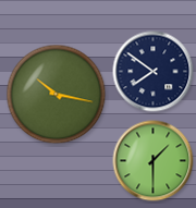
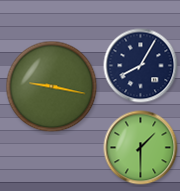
clock at (154, 72): 7:51 -> 8:05
clock at (57, 95): 10:17 -> 9:17
